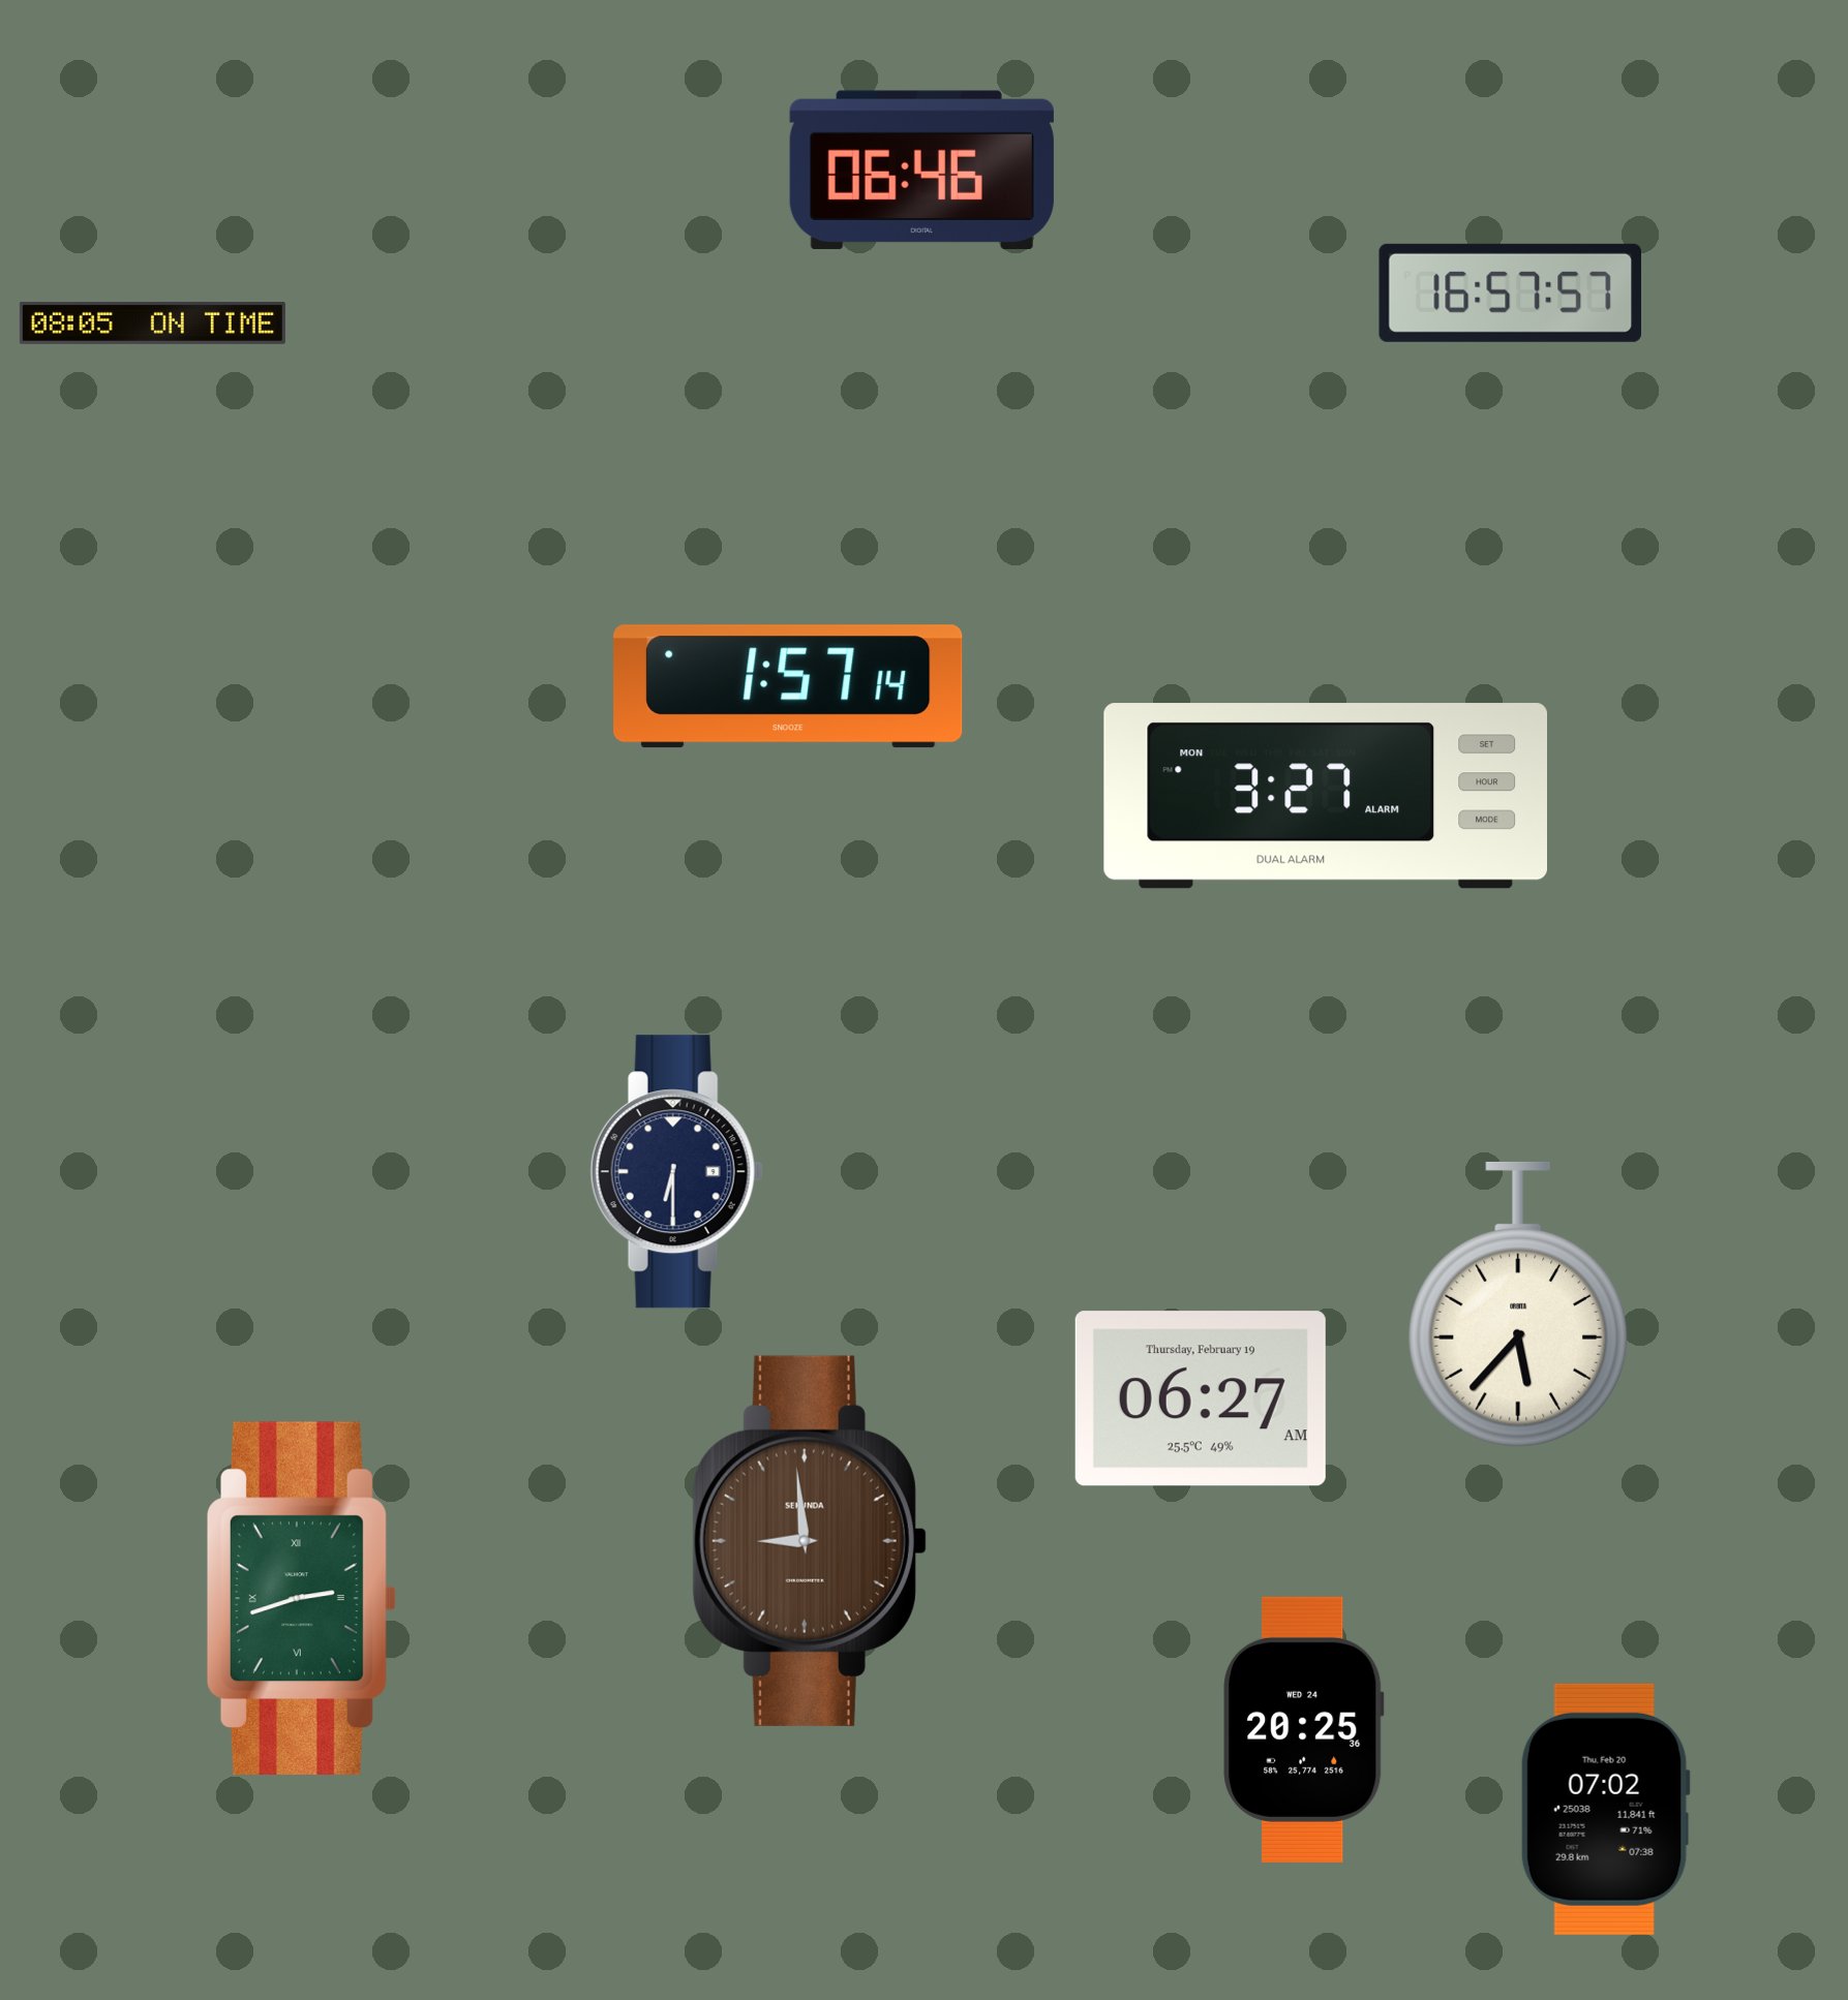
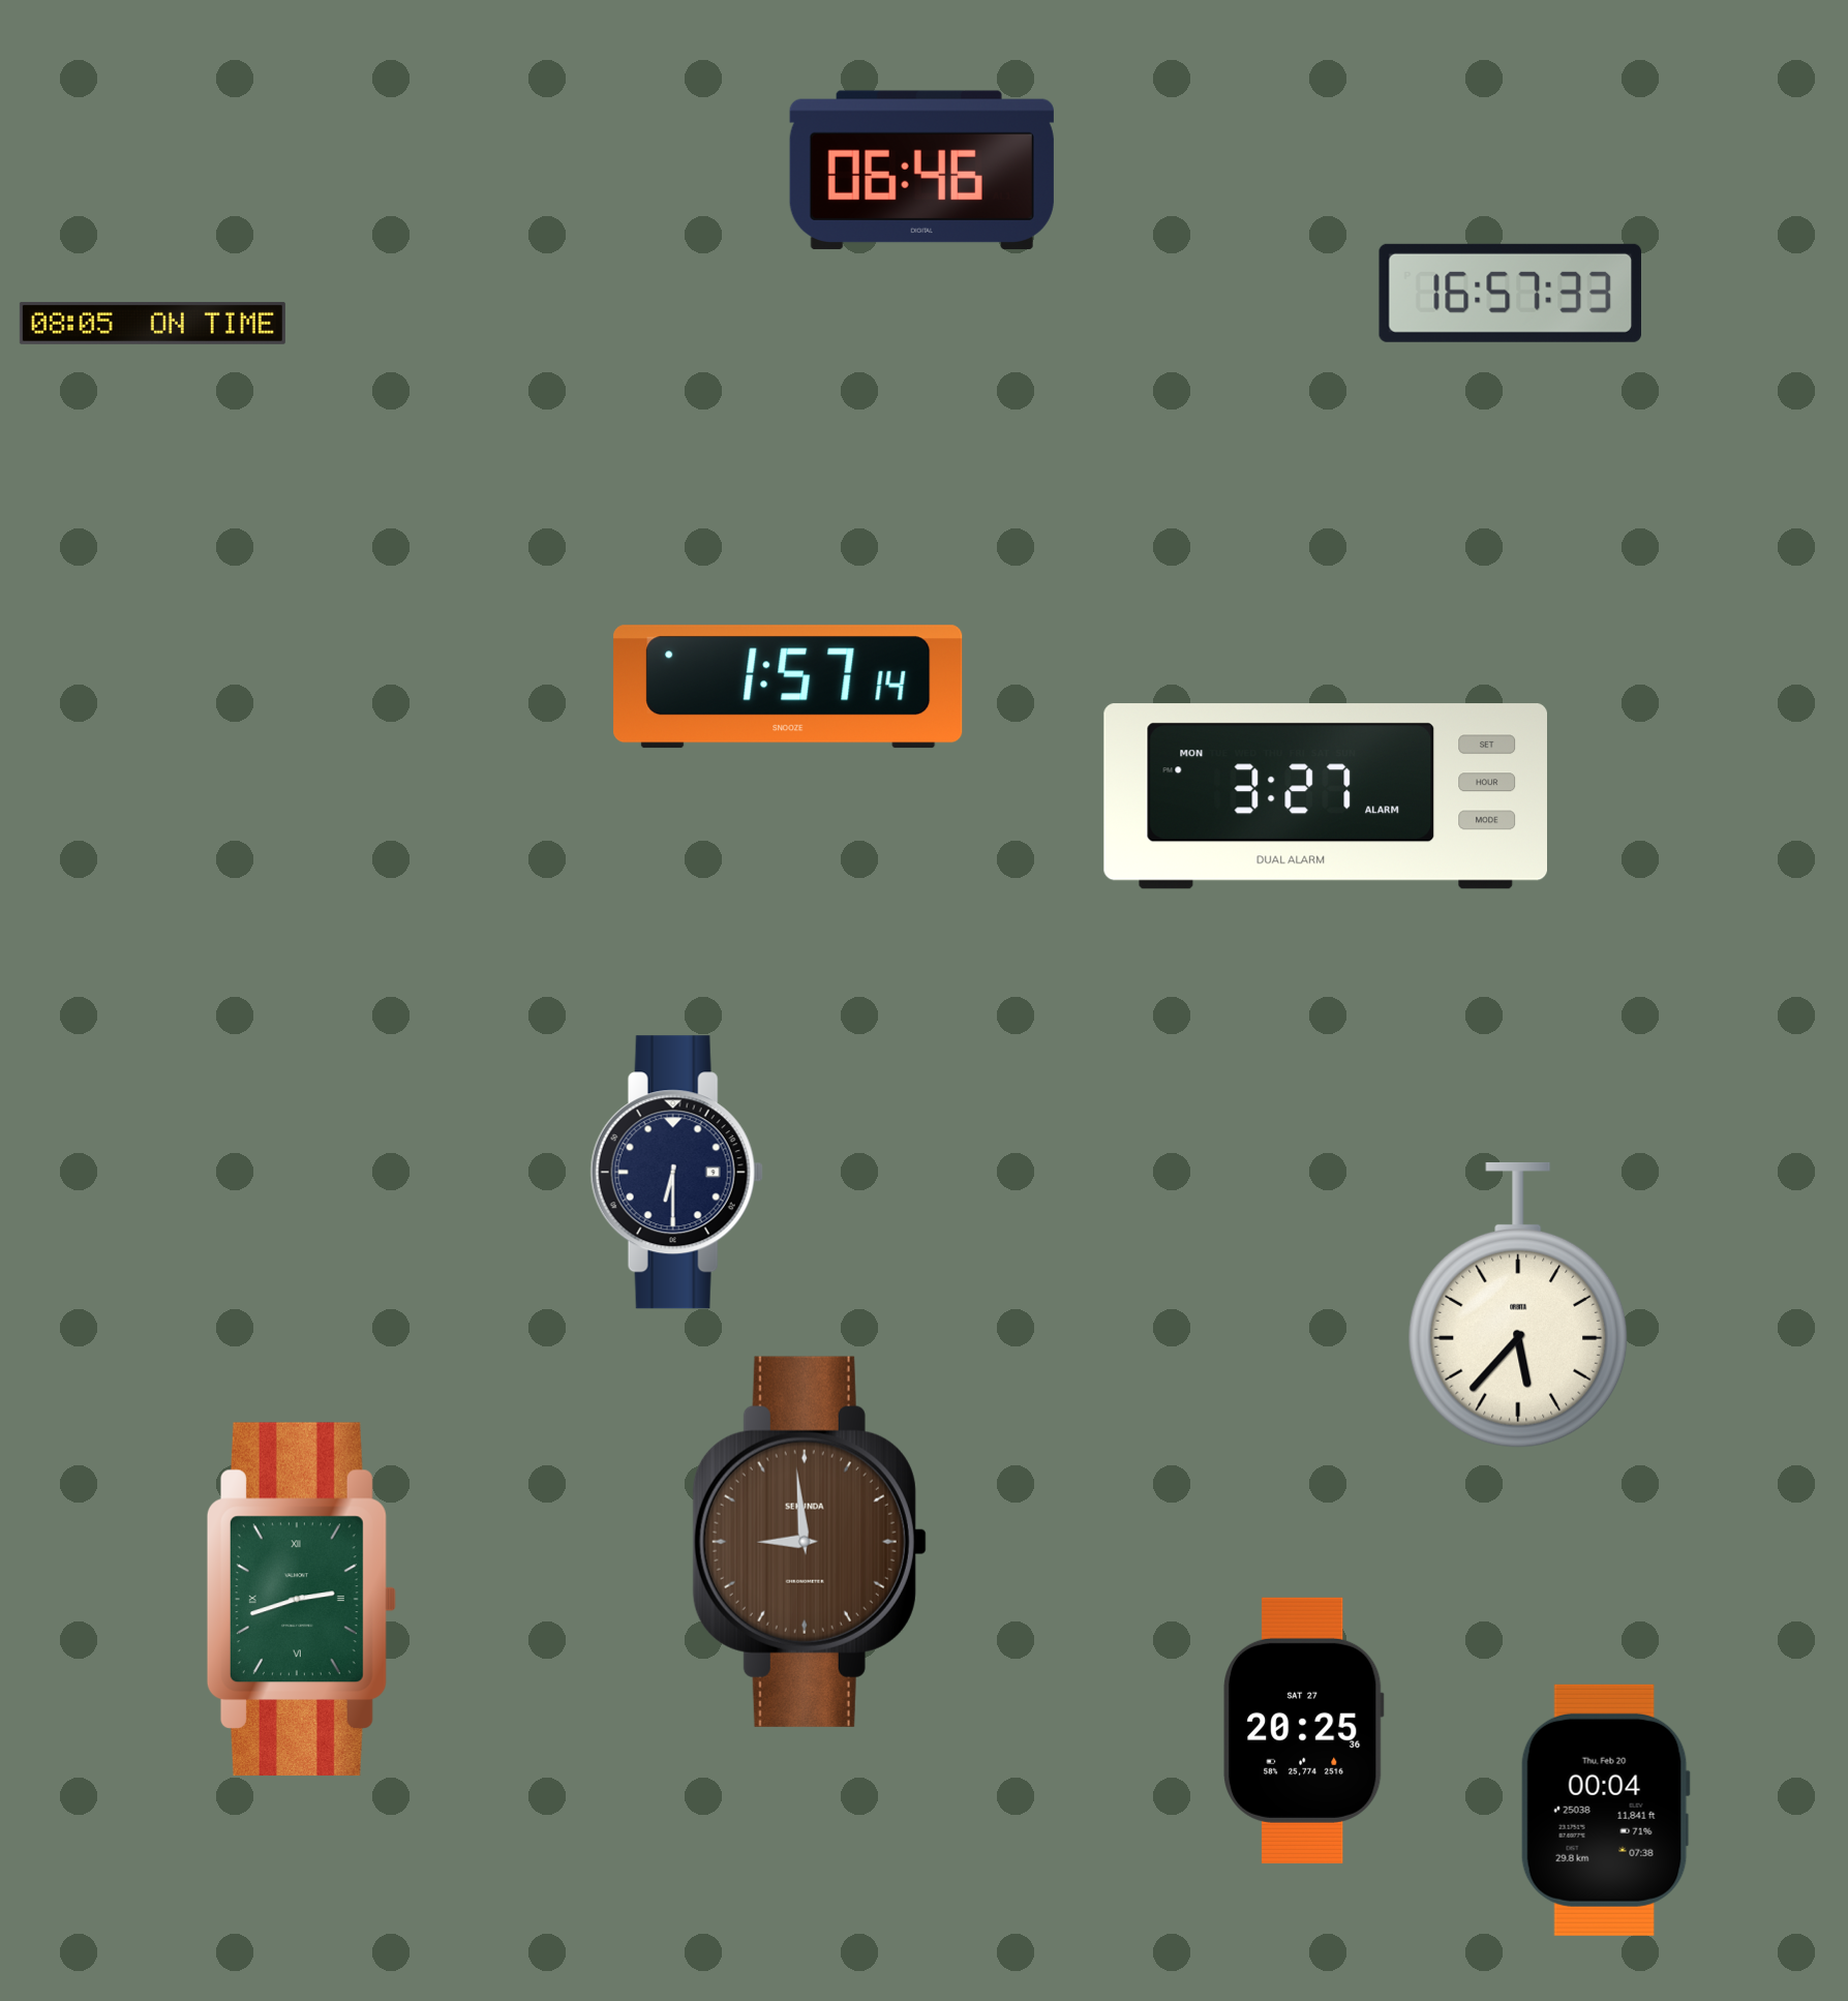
clock at (1510, 293): 16:57:57 -> 16:57:33
clock at (1201, 1398): 06:27 -> none
clock at (1304, 1729) date: WED 24 -> SAT 27
clock at (1605, 1809): 07:02 -> 00:04
